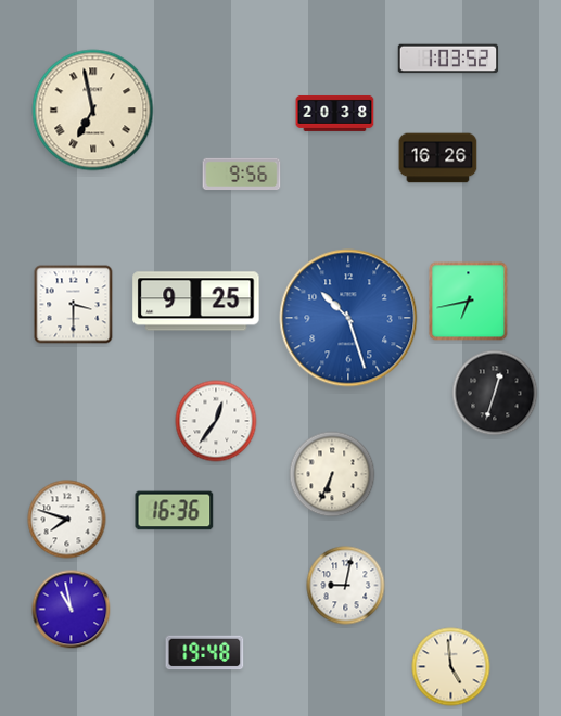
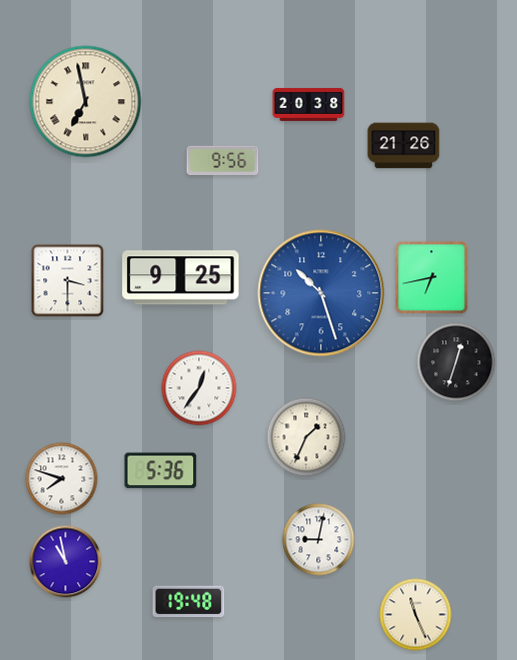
clock at (448, 59): 1:03 -> none
clock at (438, 158): 16:26 -> 21:26
clock at (332, 474): 6:34 -> 1:34
clock at (175, 511): 16:36 -> 5:36
clock at (451, 667): 4:59 -> 11:26
